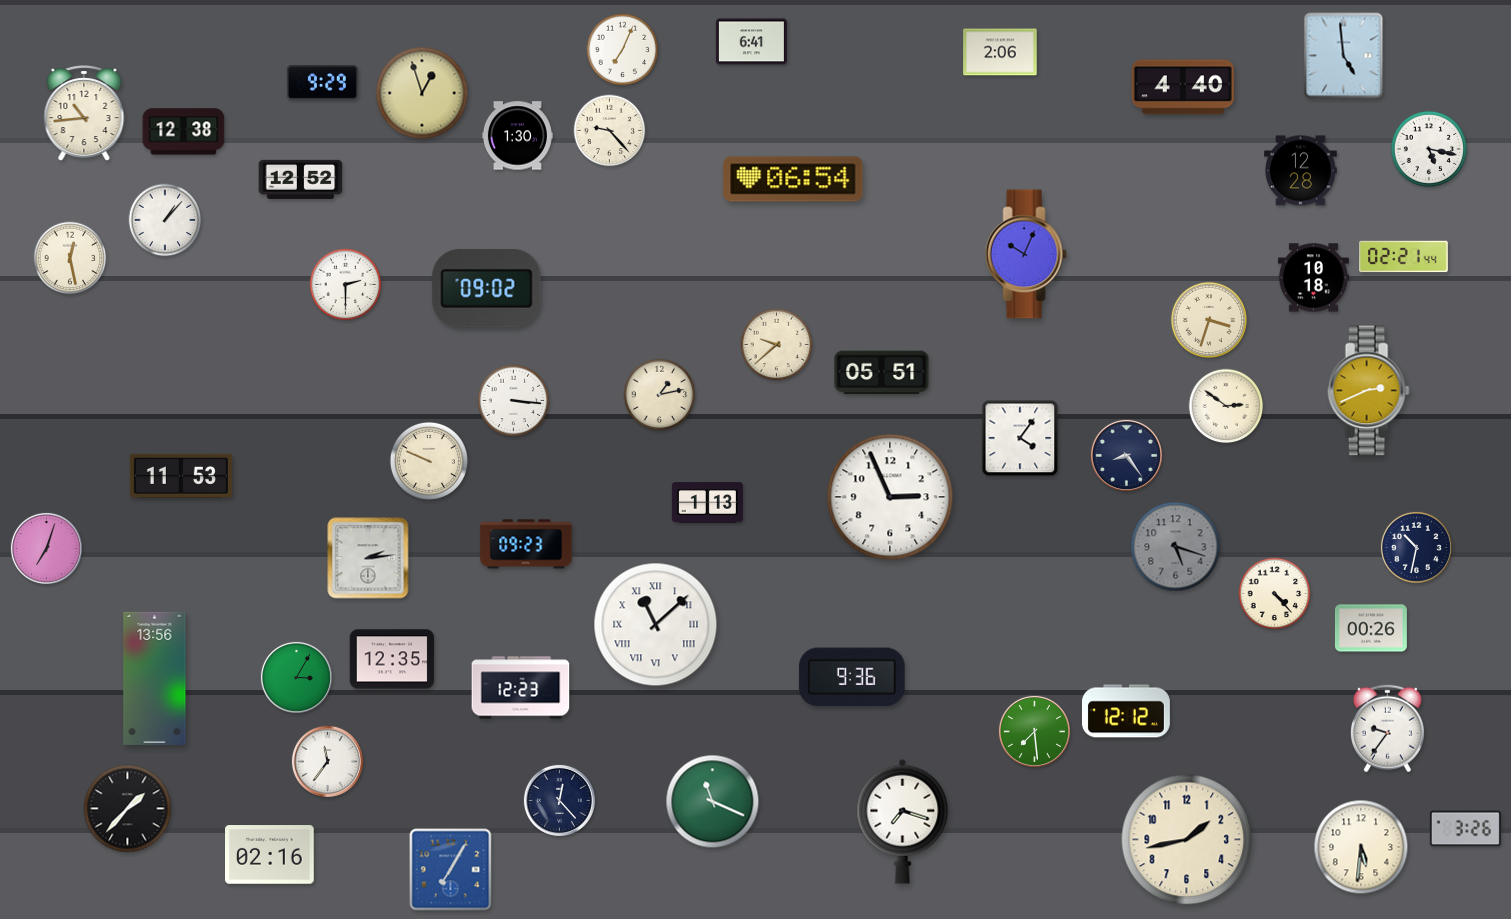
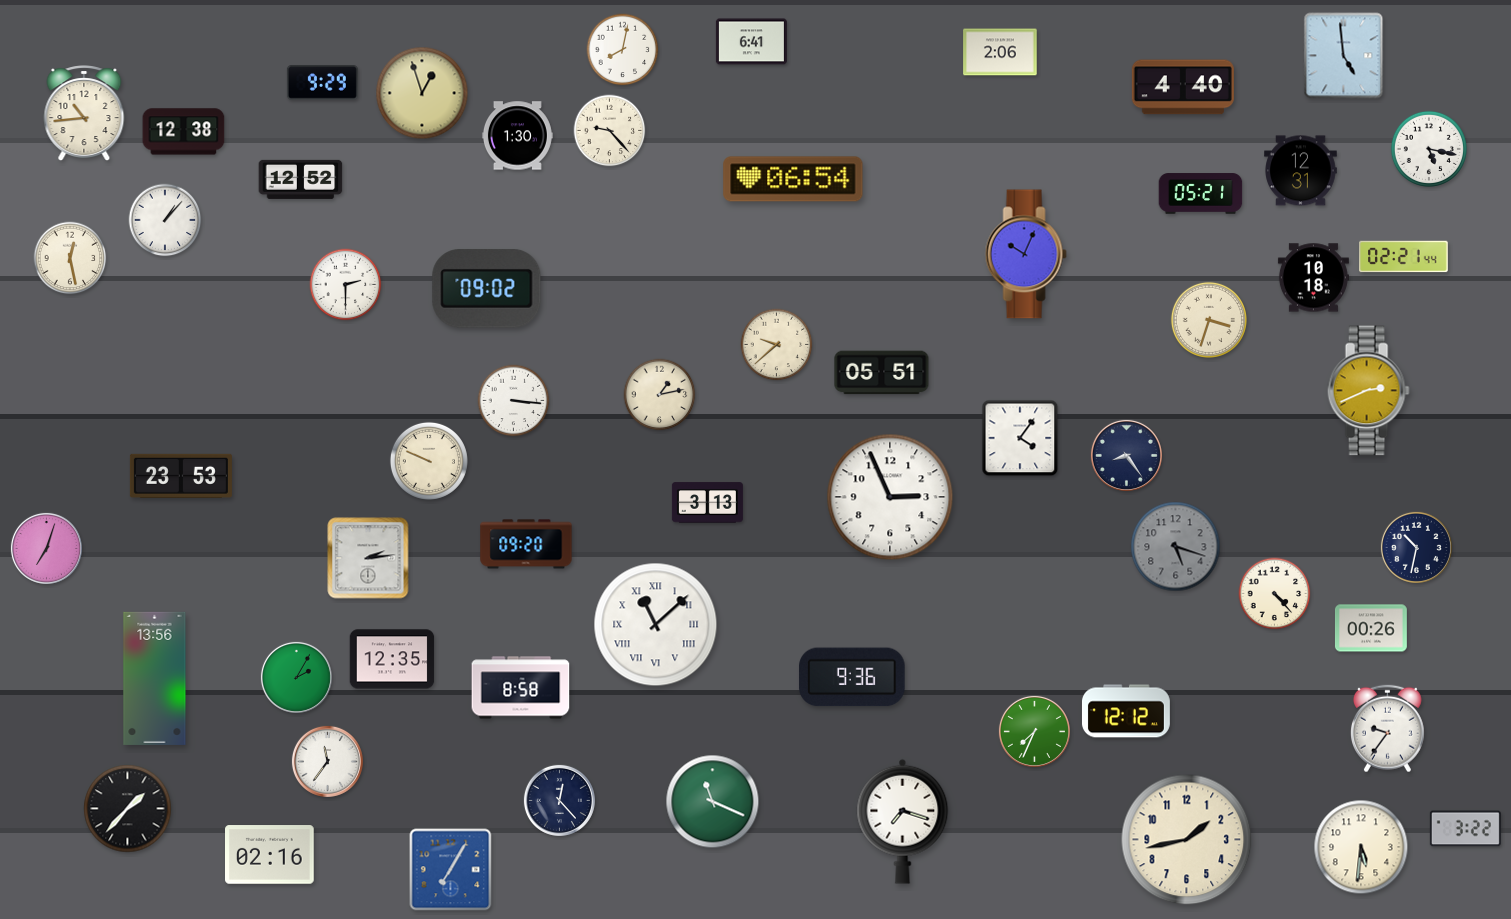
clock at (623, 50): 7:04 -> 8:02
clock at (1301, 171): 12:28 -> 12:31
clock at (1201, 194): none -> 05:21
clock at (1226, 406): 2:51 -> none
clock at (181, 476): 11:53 -> 23:53
clock at (707, 503): 1:13 -> 3:13
clock at (526, 544): 09:23 -> 09:20
clock at (296, 677): 3:05 -> 2:05
clock at (521, 688): 12:23 -> 8:58
clock at (1034, 731): 7:29 -> 7:34
clock at (1465, 829): 3:26 -> 3:22
